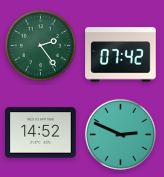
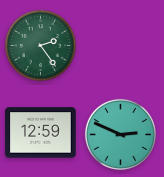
clock at (121, 55): 07:42 -> none
clock at (41, 133): 14:52 -> 12:59
